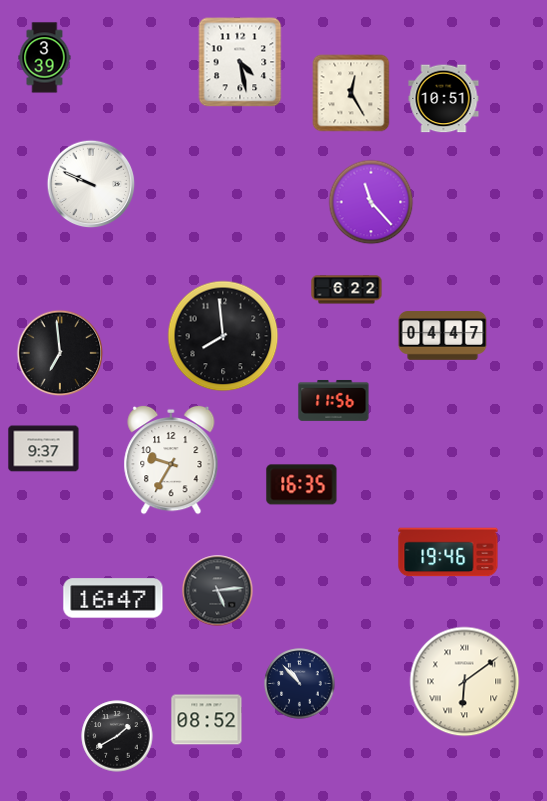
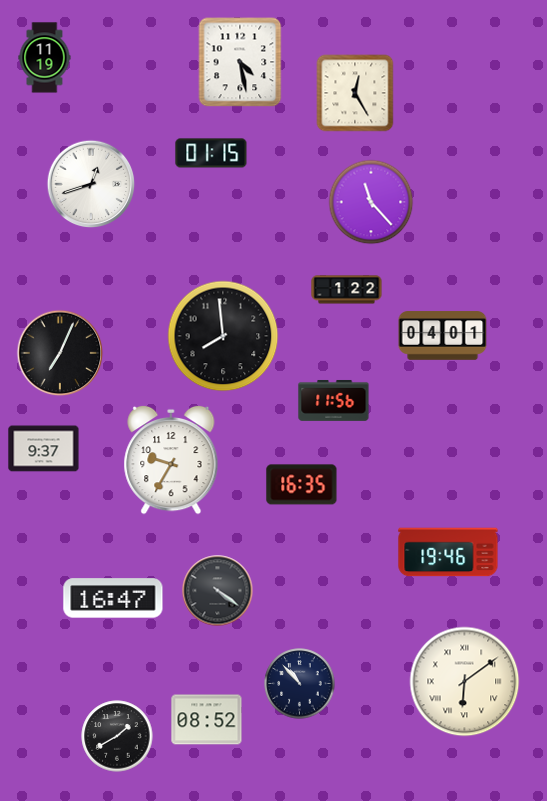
clock at (45, 58): 3:39 -> 11:19
clock at (351, 93) position: (351, 93) -> (355, 93)
clock at (444, 99): 10:51 -> none
clock at (211, 153): none -> 01:15
clock at (91, 184): 9:49 -> 12:42
clock at (347, 290): 6:22 -> 1:22
clock at (443, 336): 04:47 -> 04:01
clock at (60, 353): 6:59 -> 7:04
clock at (218, 591): 5:14 -> 4:21
